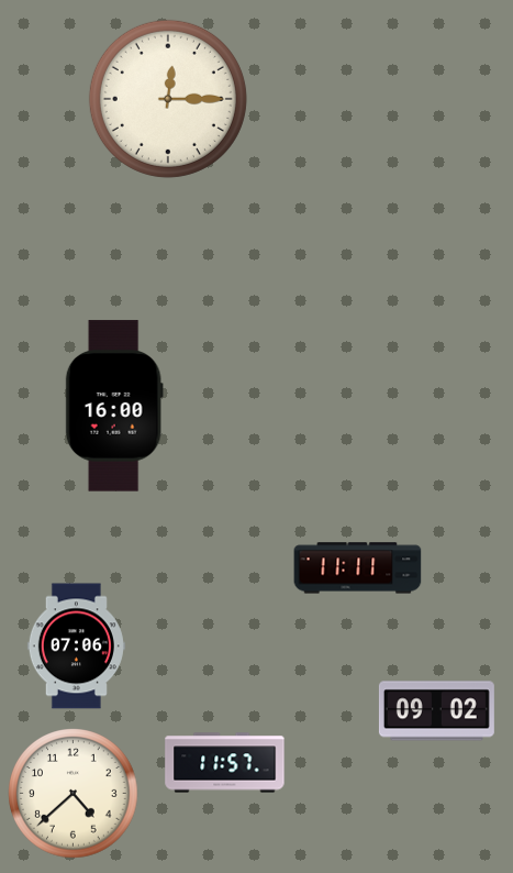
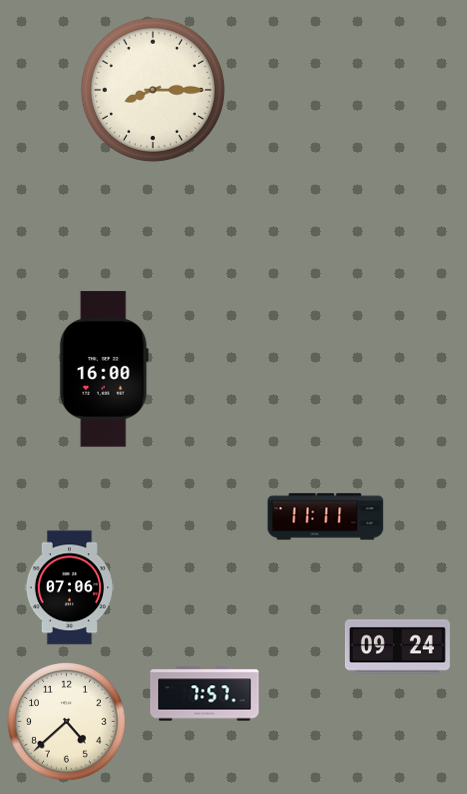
clock at (168, 99): 12:15 -> 8:15
clock at (436, 711): 09:02 -> 09:24
clock at (225, 763): 11:57 -> 7:57
